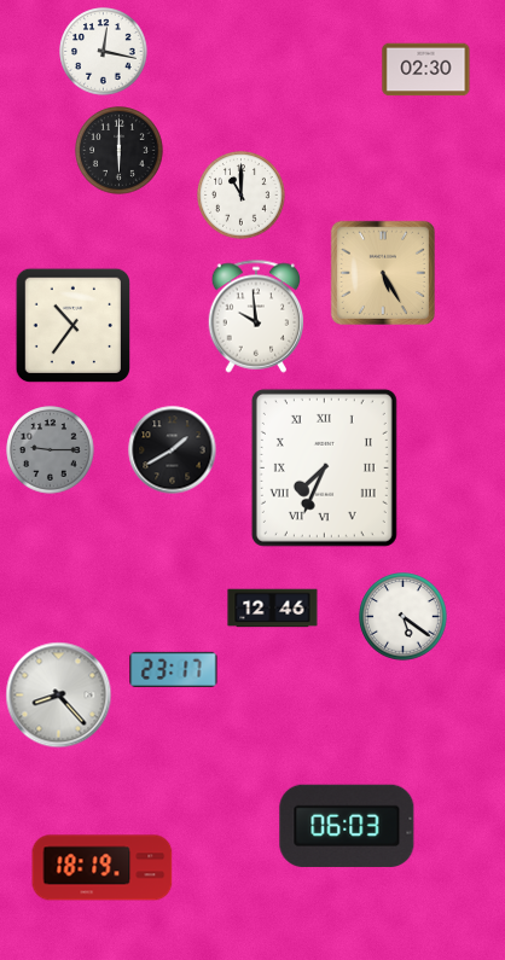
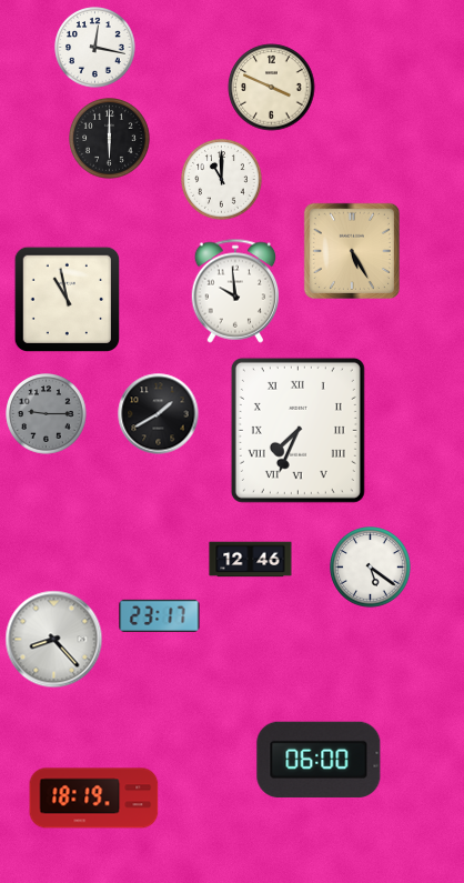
clock at (426, 70): 02:30 -> none
clock at (272, 88): none -> 3:49
clock at (72, 325): 10:36 -> 10:58
clock at (347, 826): 06:03 -> 06:00
